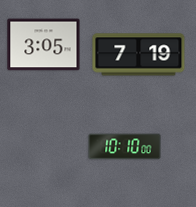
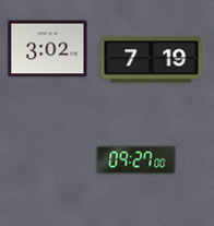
clock at (44, 45): 3:05 -> 3:02
clock at (125, 147): 10:10 -> 09:27
